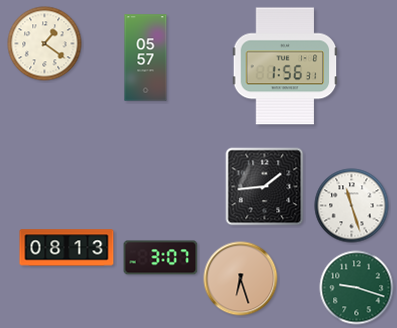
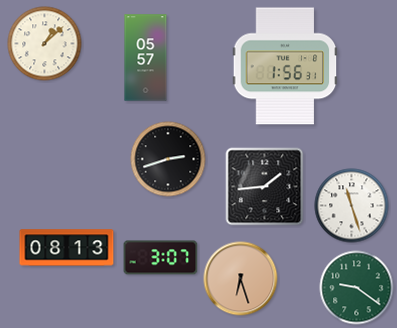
clock at (45, 44): 1:21 -> 1:08
clock at (168, 159): none -> 2:42
clock at (357, 288): 9:18 -> 9:21
